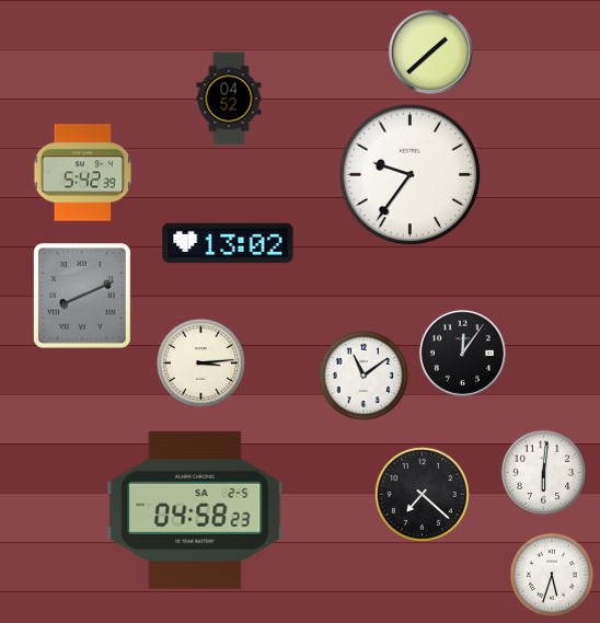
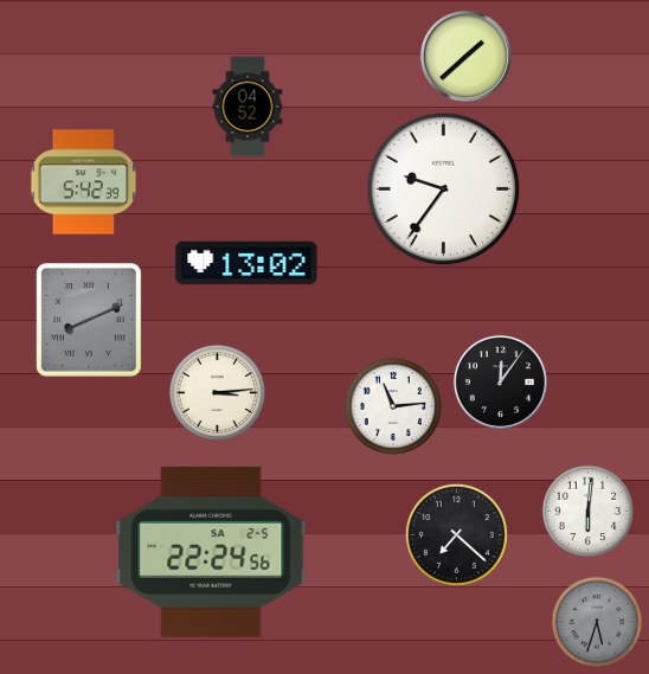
clock at (83, 173) position: (83, 173) -> (84, 182)
clock at (364, 376): 11:09 -> 11:14
clock at (195, 510): 04:58 -> 22:24
clock at (552, 575) dial: white -> grey
